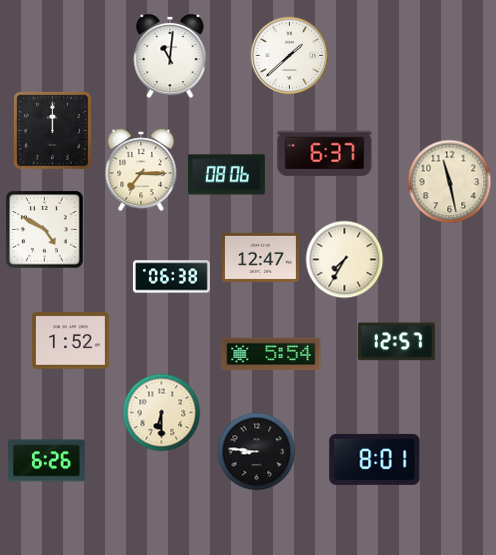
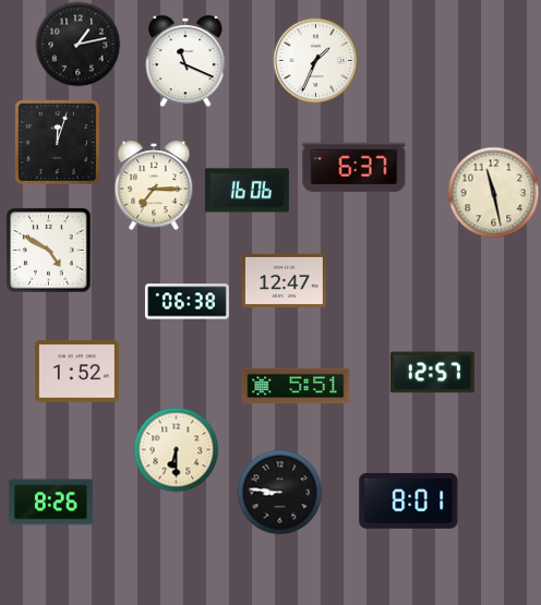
clock at (77, 44): none -> 1:13
clock at (289, 55): 1:38 -> 1:34
clock at (170, 56): 11:01 -> 11:19
clock at (52, 130): 12:00 -> 12:03
clock at (226, 175): 08:06 -> 16:06
clock at (449, 181) position: (449, 181) -> (493, 192)
clock at (344, 259): 7:35 -> none
clock at (271, 354): 5:54 -> 5:51
clock at (46, 461): 6:26 -> 8:26
